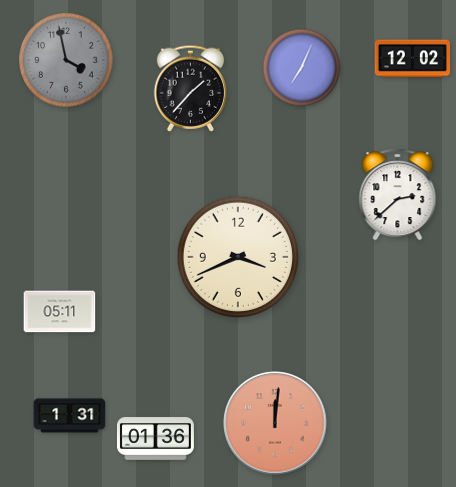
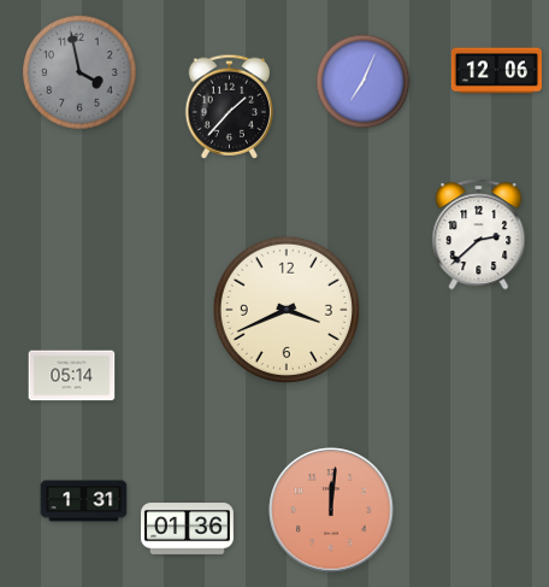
clock at (412, 59): 12:02 -> 12:06
clock at (60, 312): 05:11 -> 05:14
